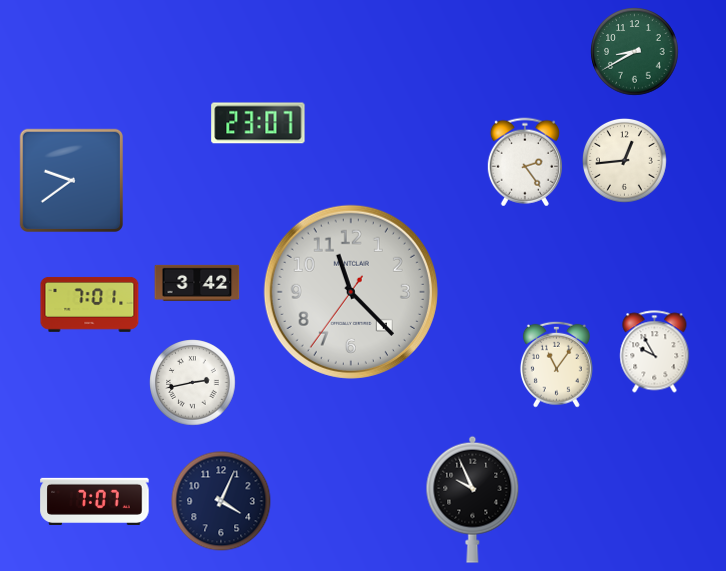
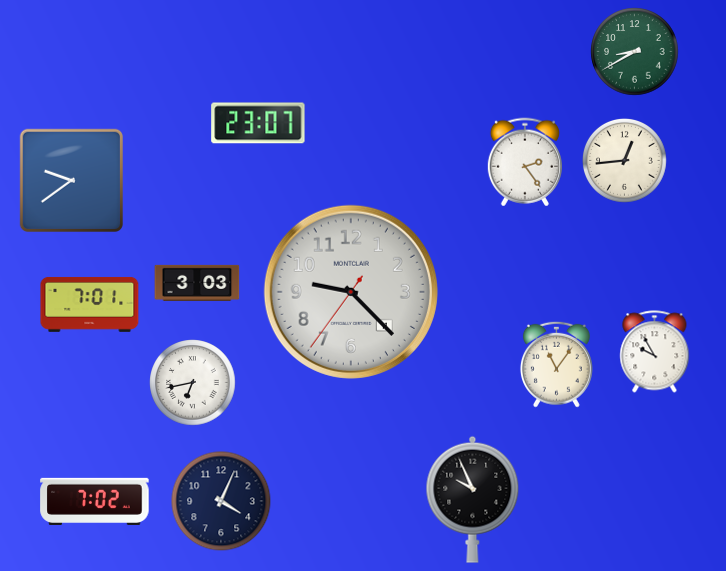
clock at (197, 283): 3:42 -> 3:03
clock at (351, 292): 11:22 -> 9:22
clock at (193, 383): 2:43 -> 6:43
clock at (95, 501): 7:07 -> 7:02
